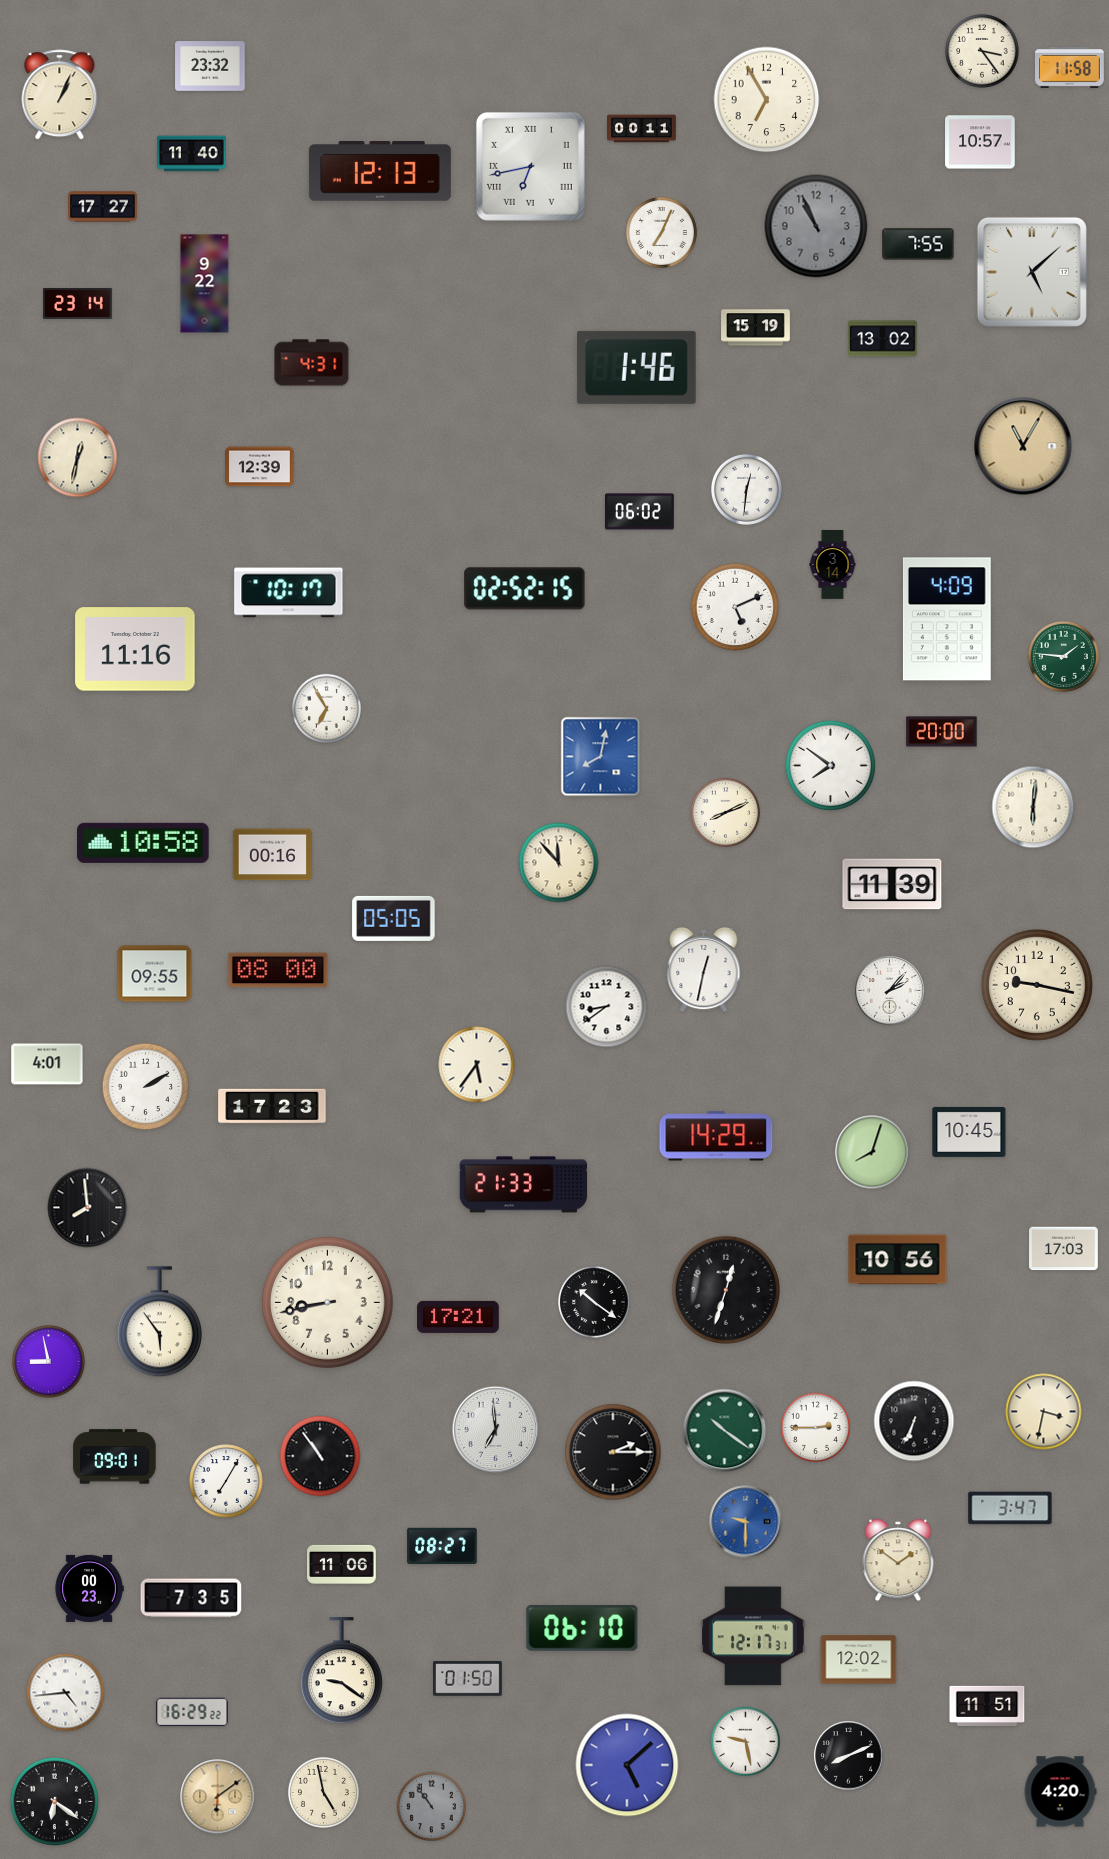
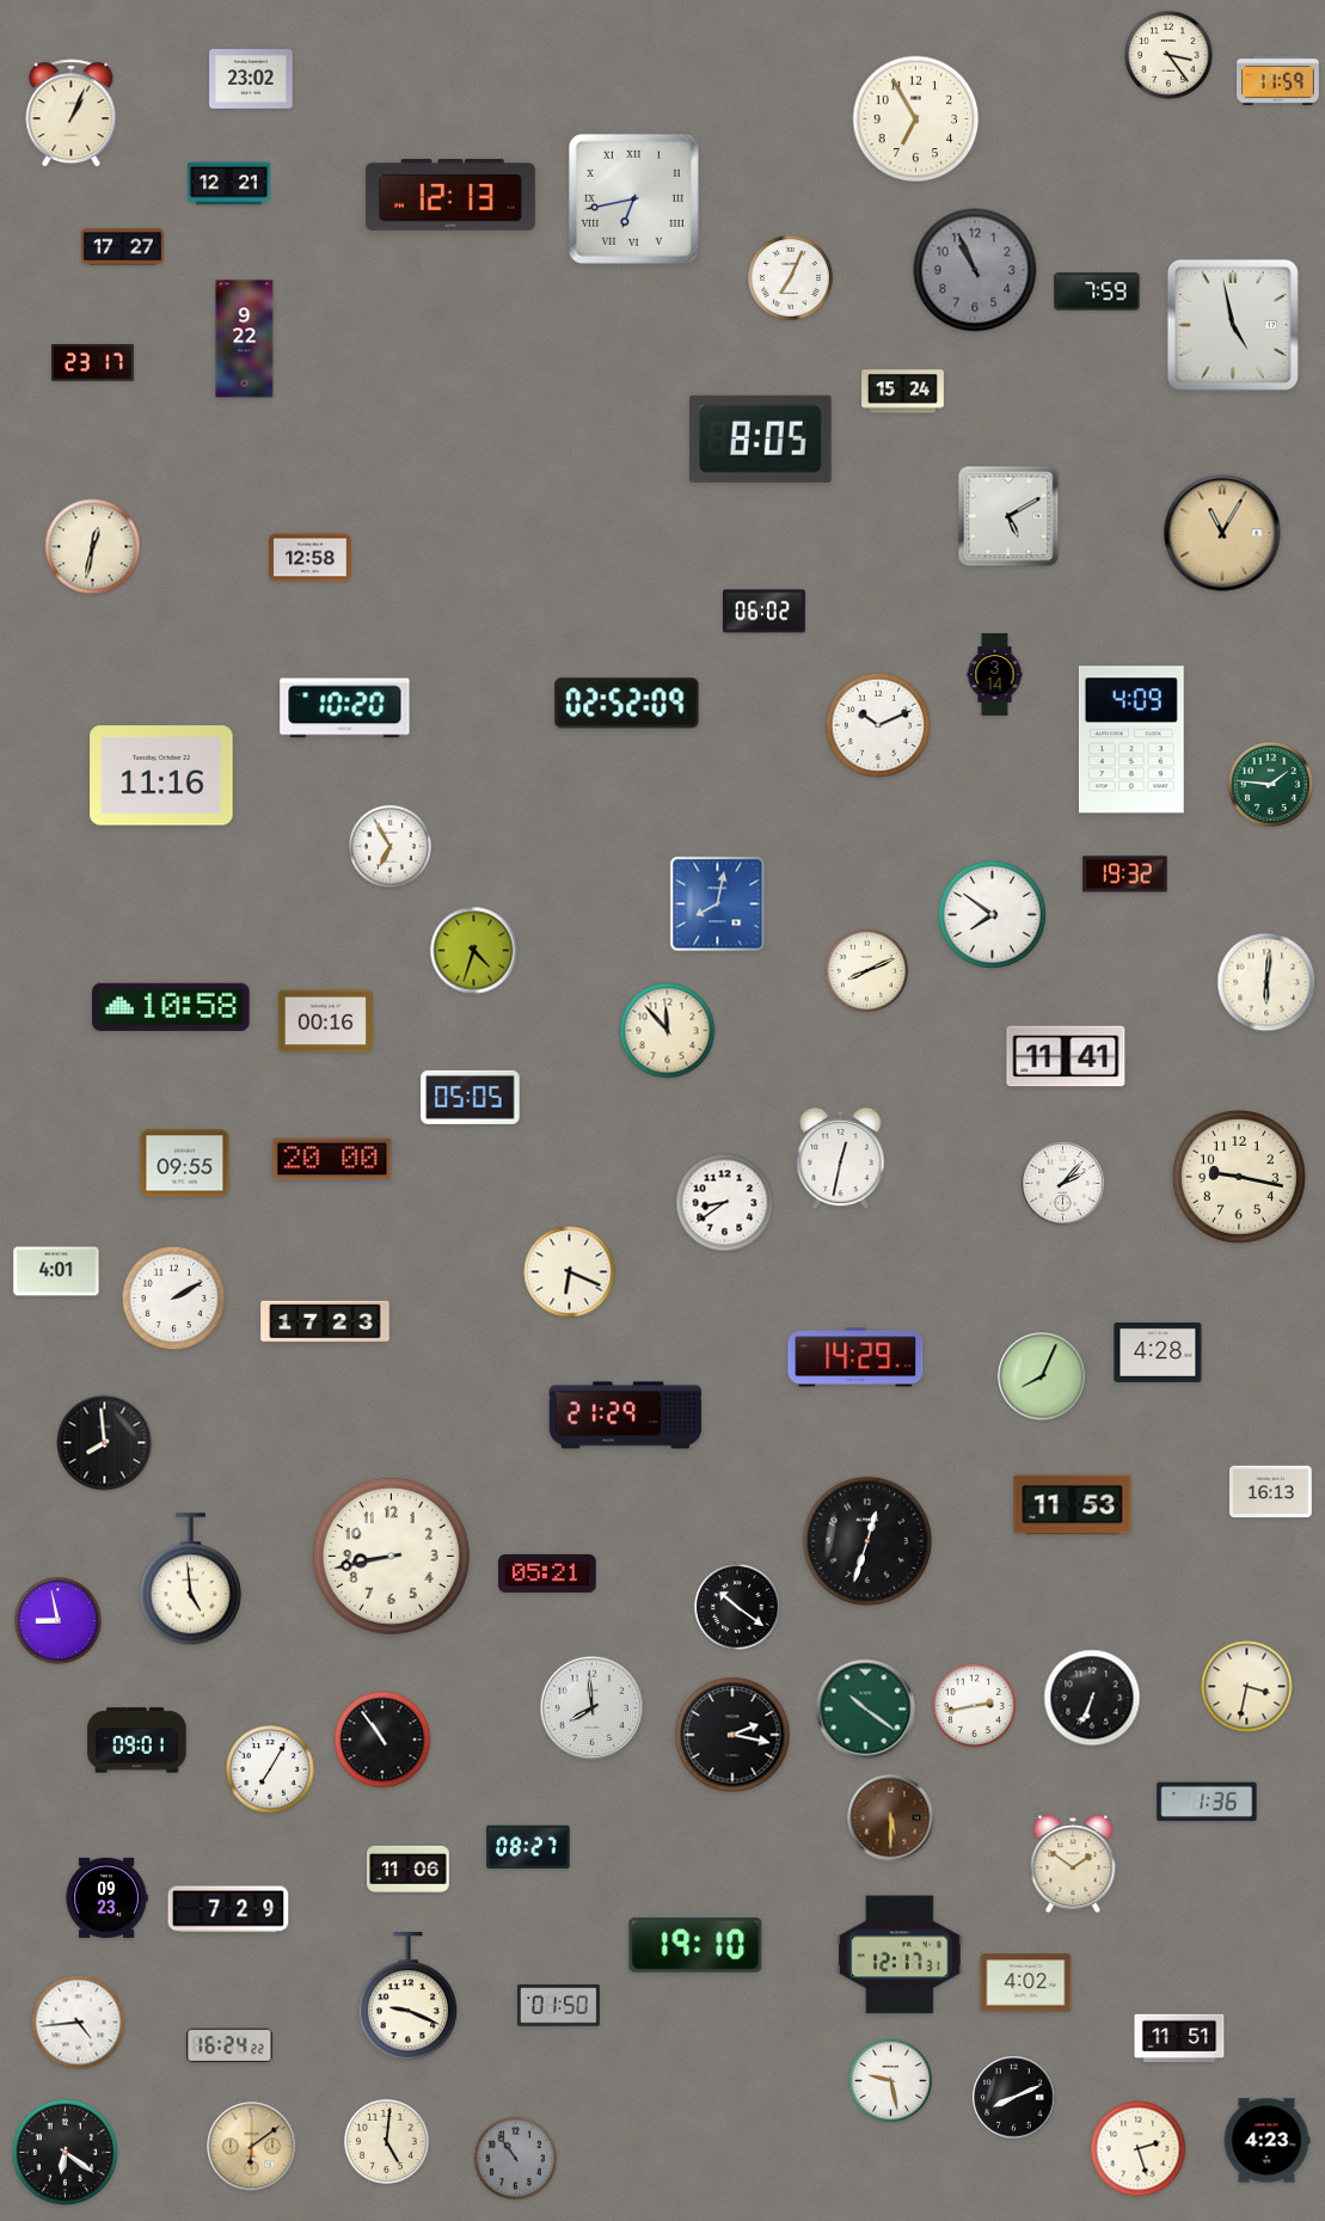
clock at (982, 51) position: (982, 51) -> (1168, 55)
clock at (210, 66): 23:32 -> 23:02
clock at (1070, 68): 11:58 -> 11:59
clock at (642, 129): 00:11 -> none
clock at (980, 142): 10:57 -> none
clock at (192, 154): 11:40 -> 12:21
clock at (380, 171) position: (380, 171) -> (450, 195)
clock at (918, 244): 7:55 -> 7:59
clock at (1032, 272): 5:08 -> 4:58
clock at (78, 304): 23:14 -> 23:17
clock at (756, 328): 15:19 -> 15:24
clock at (883, 339): 13:02 -> none
clock at (312, 363): 4:31 -> none
clock at (636, 367): 1:46 -> 8:05
clock at (1008, 516): none -> 5:10
clock at (260, 467): 12:39 -> 12:58
clock at (746, 489): 12:31 -> none
clock at (525, 589): 02:52:15 -> 02:52:09
clock at (289, 593): 10:17 -> 10:20
clock at (735, 607): 5:11 -> 10:11
clock at (942, 732): 20:00 -> 19:32
clock at (474, 951): none -> 4:33
clock at (1033, 807) position: (1033, 807) -> (1266, 982)
clock at (892, 884): 11:39 -> 11:41
clock at (278, 970): 08:00 -> 20:00
clock at (477, 1065): 5:36 -> 6:19
clock at (969, 1132): 10:45 -> 4:28
clock at (872, 1152): 8:03 -> 8:04
clock at (524, 1185): 21:33 -> 21:29
clock at (1064, 1249): 17:03 -> 16:13
clock at (898, 1260): 10:56 -> 11:53
clock at (595, 1303) position: (595, 1303) -> (738, 1608)
clock at (458, 1317): 17:21 -> 05:21
clock at (159, 1322): 5:54 -> 4:59
clock at (49, 1362) position: (49, 1362) -> (59, 1621)
clock at (815, 1427): 2:45 -> 2:43
clock at (496, 1430): 6:59 -> 7:59
clock at (613, 1452): 2:15 -> 2:17
clock at (1010, 1508): 3:47 -> 1:36
clock at (746, 1522): 9:30 -> 5:30
clock at (746, 1522) dial: blue -> brown
clock at (89, 1588): 00:23 -> 09:23
clock at (191, 1598): 7:35 -> 7:29
clock at (582, 1628): 06:10 -> 19:10
clock at (859, 1660): 12:02 -> 4:02
clock at (341, 1671): 9:21 -> 9:19
clock at (192, 1712): 16:29 -> 16:24
clock at (627, 1765): 5:08 -> none
clock at (323, 1792): 4:58 -> 5:01
clock at (1060, 1792): 4:20 -> 4:23
clock at (218, 1797) position: (218, 1797) -> (252, 2147)
clock at (1139, 2149): none -> 2:27
